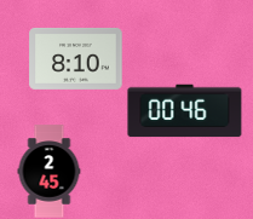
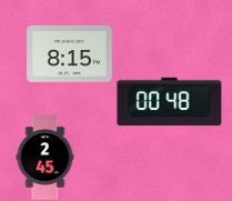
clock at (76, 58): 8:10 -> 8:15
clock at (185, 111): 00:46 -> 00:48
